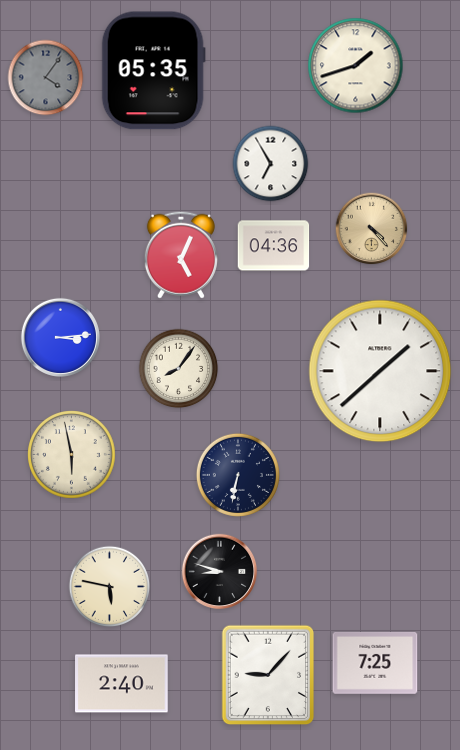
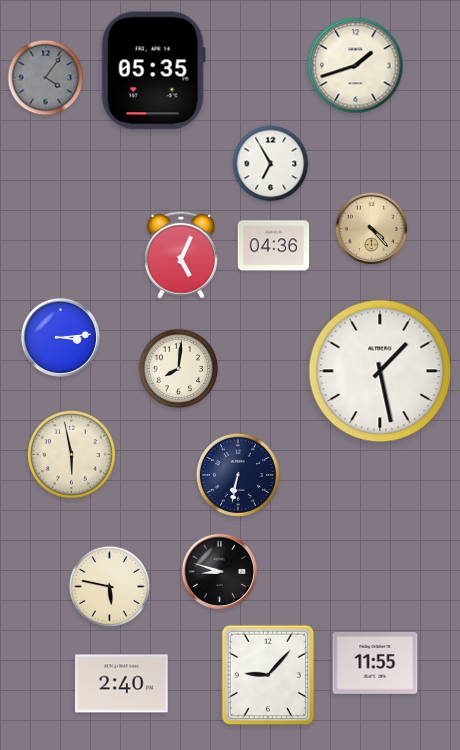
clock at (179, 369): 8:06 -> 8:01
clock at (380, 371): 1:38 -> 1:28
clock at (375, 663): 7:25 -> 11:55
